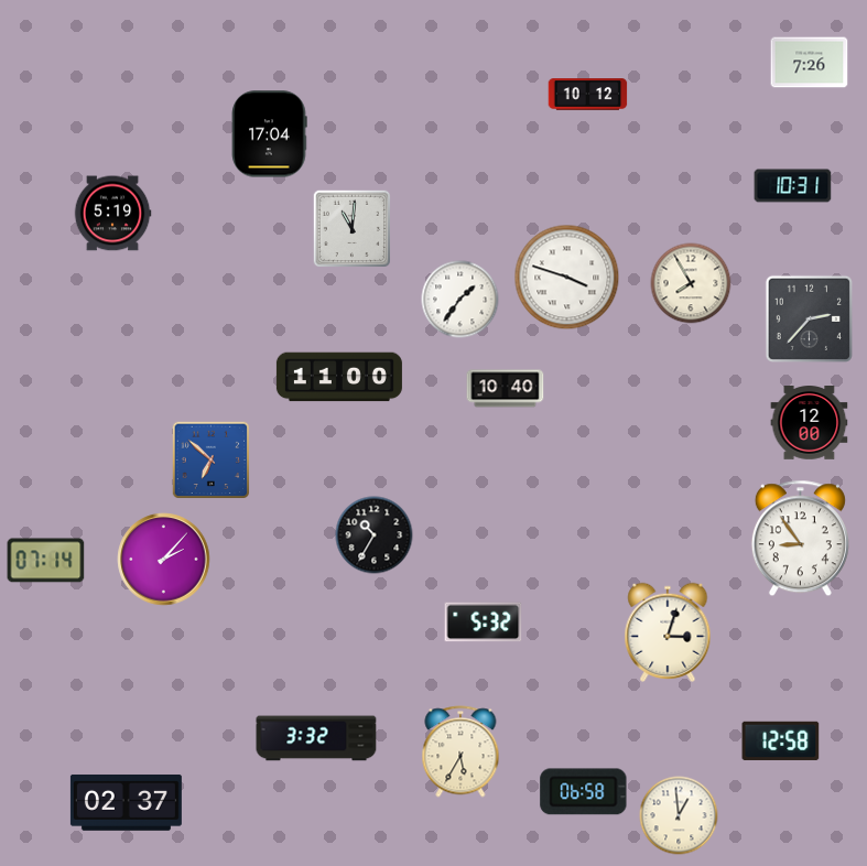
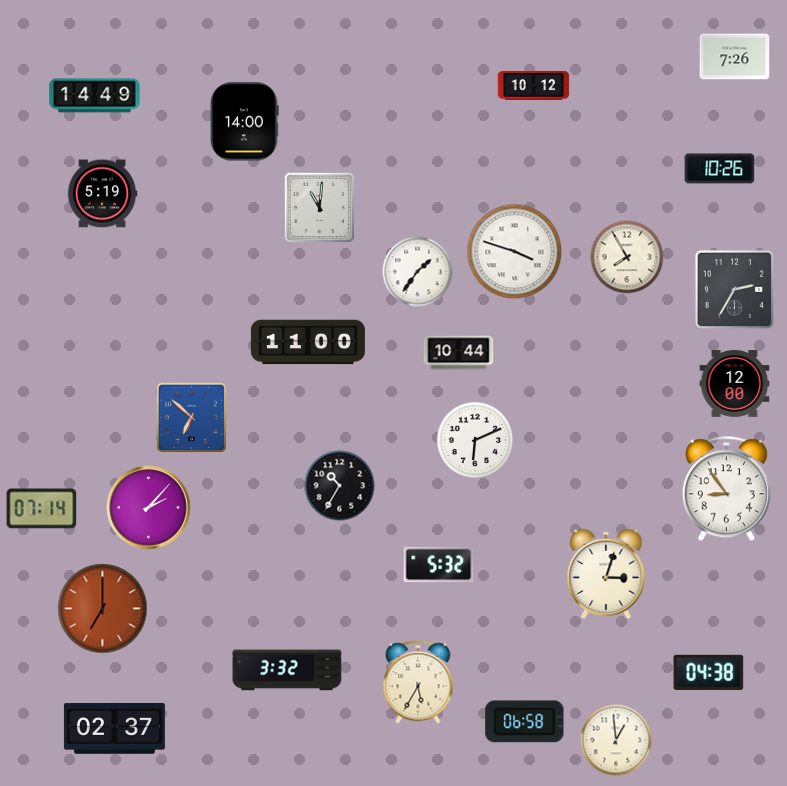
clock at (95, 96): none -> 14:49
clock at (269, 134): 17:04 -> 14:00
clock at (793, 186): 10:31 -> 10:26
clock at (809, 318): 2:37 -> 2:35
clock at (506, 389): 10:40 -> 10:44
clock at (475, 440): none -> 6:11
clock at (103, 609): none -> 7:00
clock at (781, 740): 12:58 -> 04:38
clock at (584, 792) position: (584, 792) -> (525, 722)
